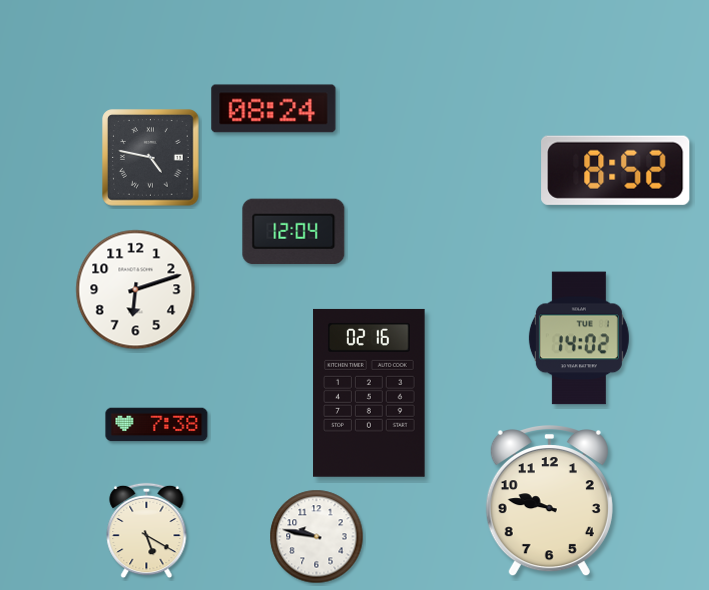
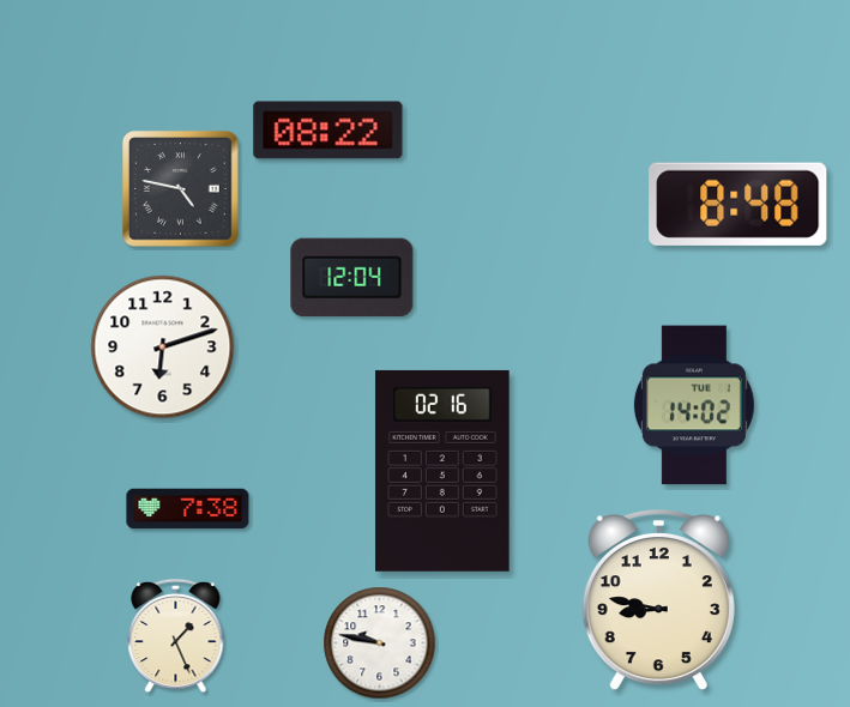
clock at (274, 109): 08:24 -> 08:22
clock at (616, 170): 8:52 -> 8:48
clock at (549, 501): 9:47 -> 8:47
clock at (147, 531): 5:20 -> 1:26
